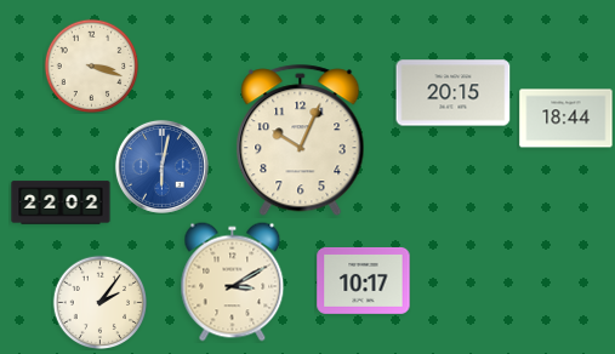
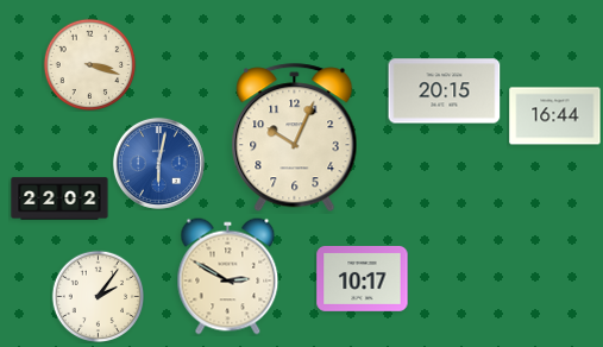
clock at (566, 119): 18:44 -> 16:44
clock at (364, 280) position: (364, 280) -> (363, 278)
clock at (233, 282): 3:10 -> 2:50
